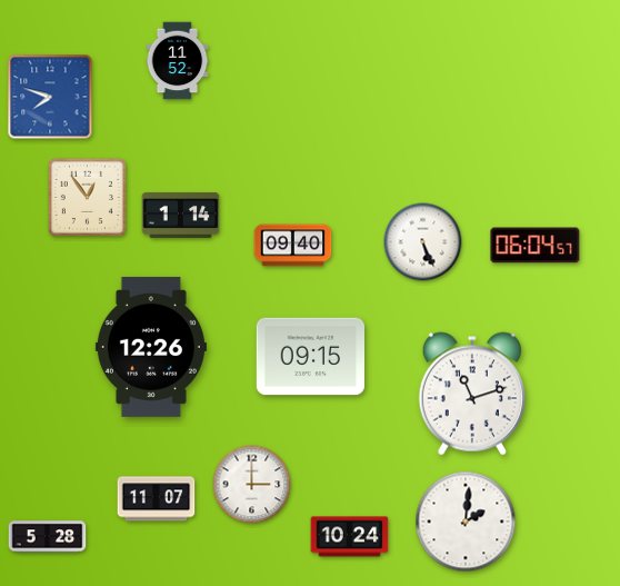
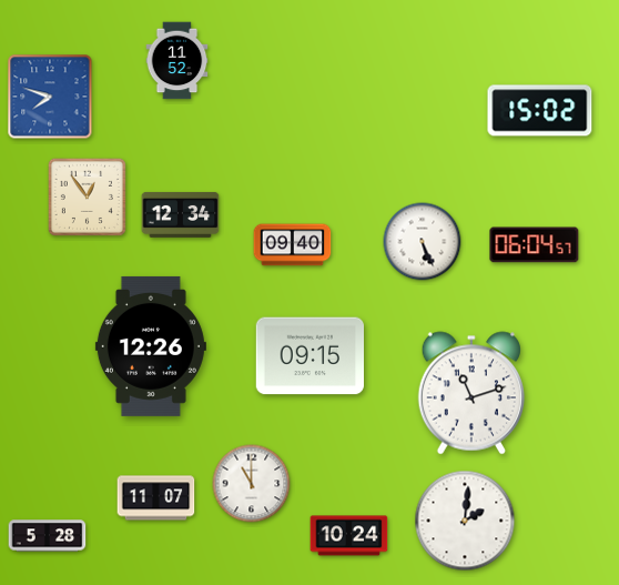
clock at (540, 111): none -> 15:02
clock at (181, 215): 1:14 -> 12:34
clock at (252, 485): 3:00 -> 11:00
